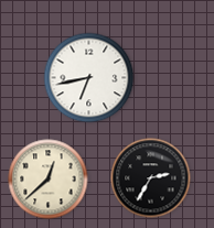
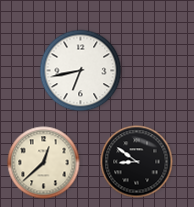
clock at (151, 178): 2:35 -> 8:51
